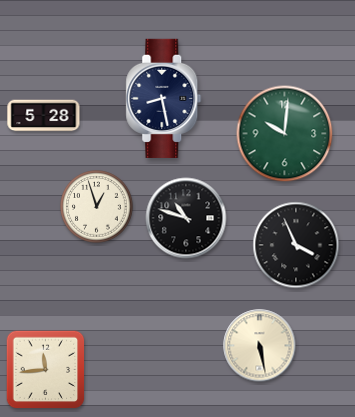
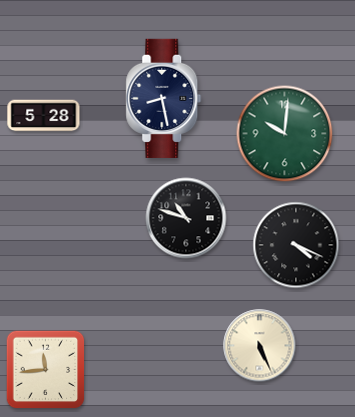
clock at (97, 207): 12:57 -> none
clock at (296, 245): 3:56 -> 4:19
clock at (260, 346): 5:28 -> 5:26
